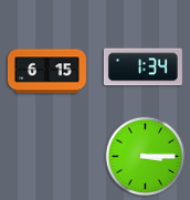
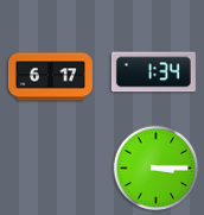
clock at (46, 72): 6:15 -> 6:17
